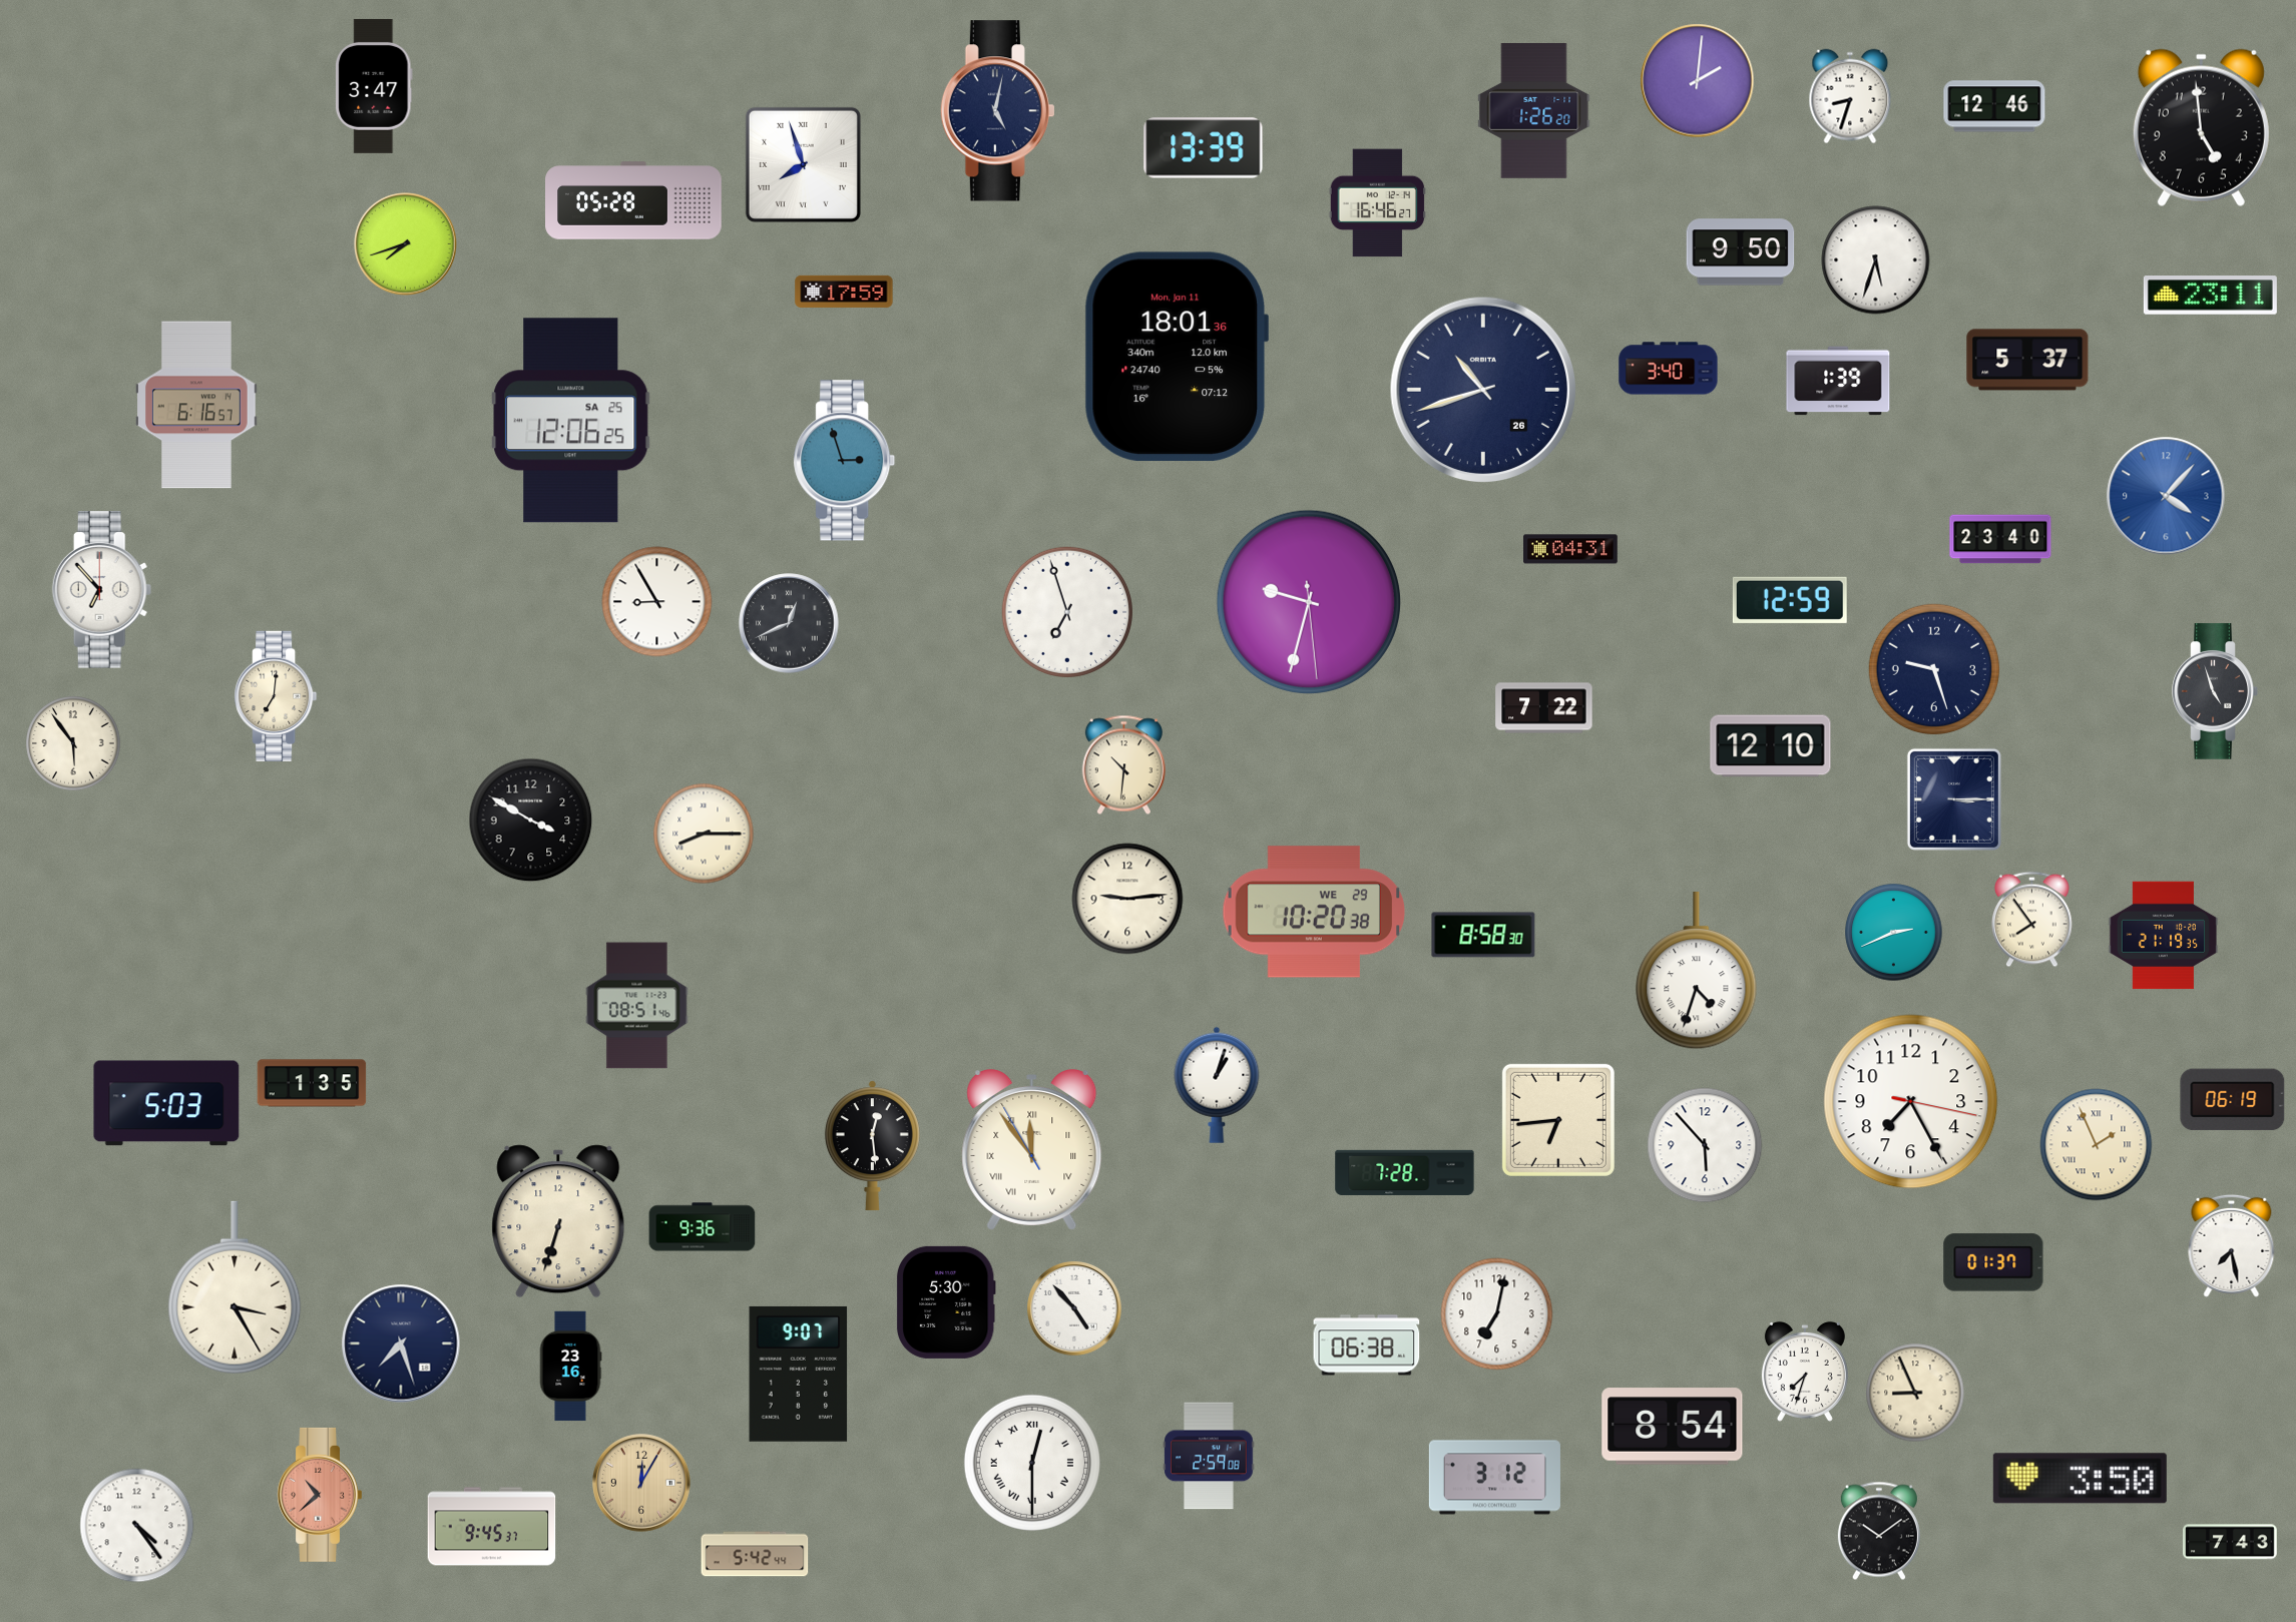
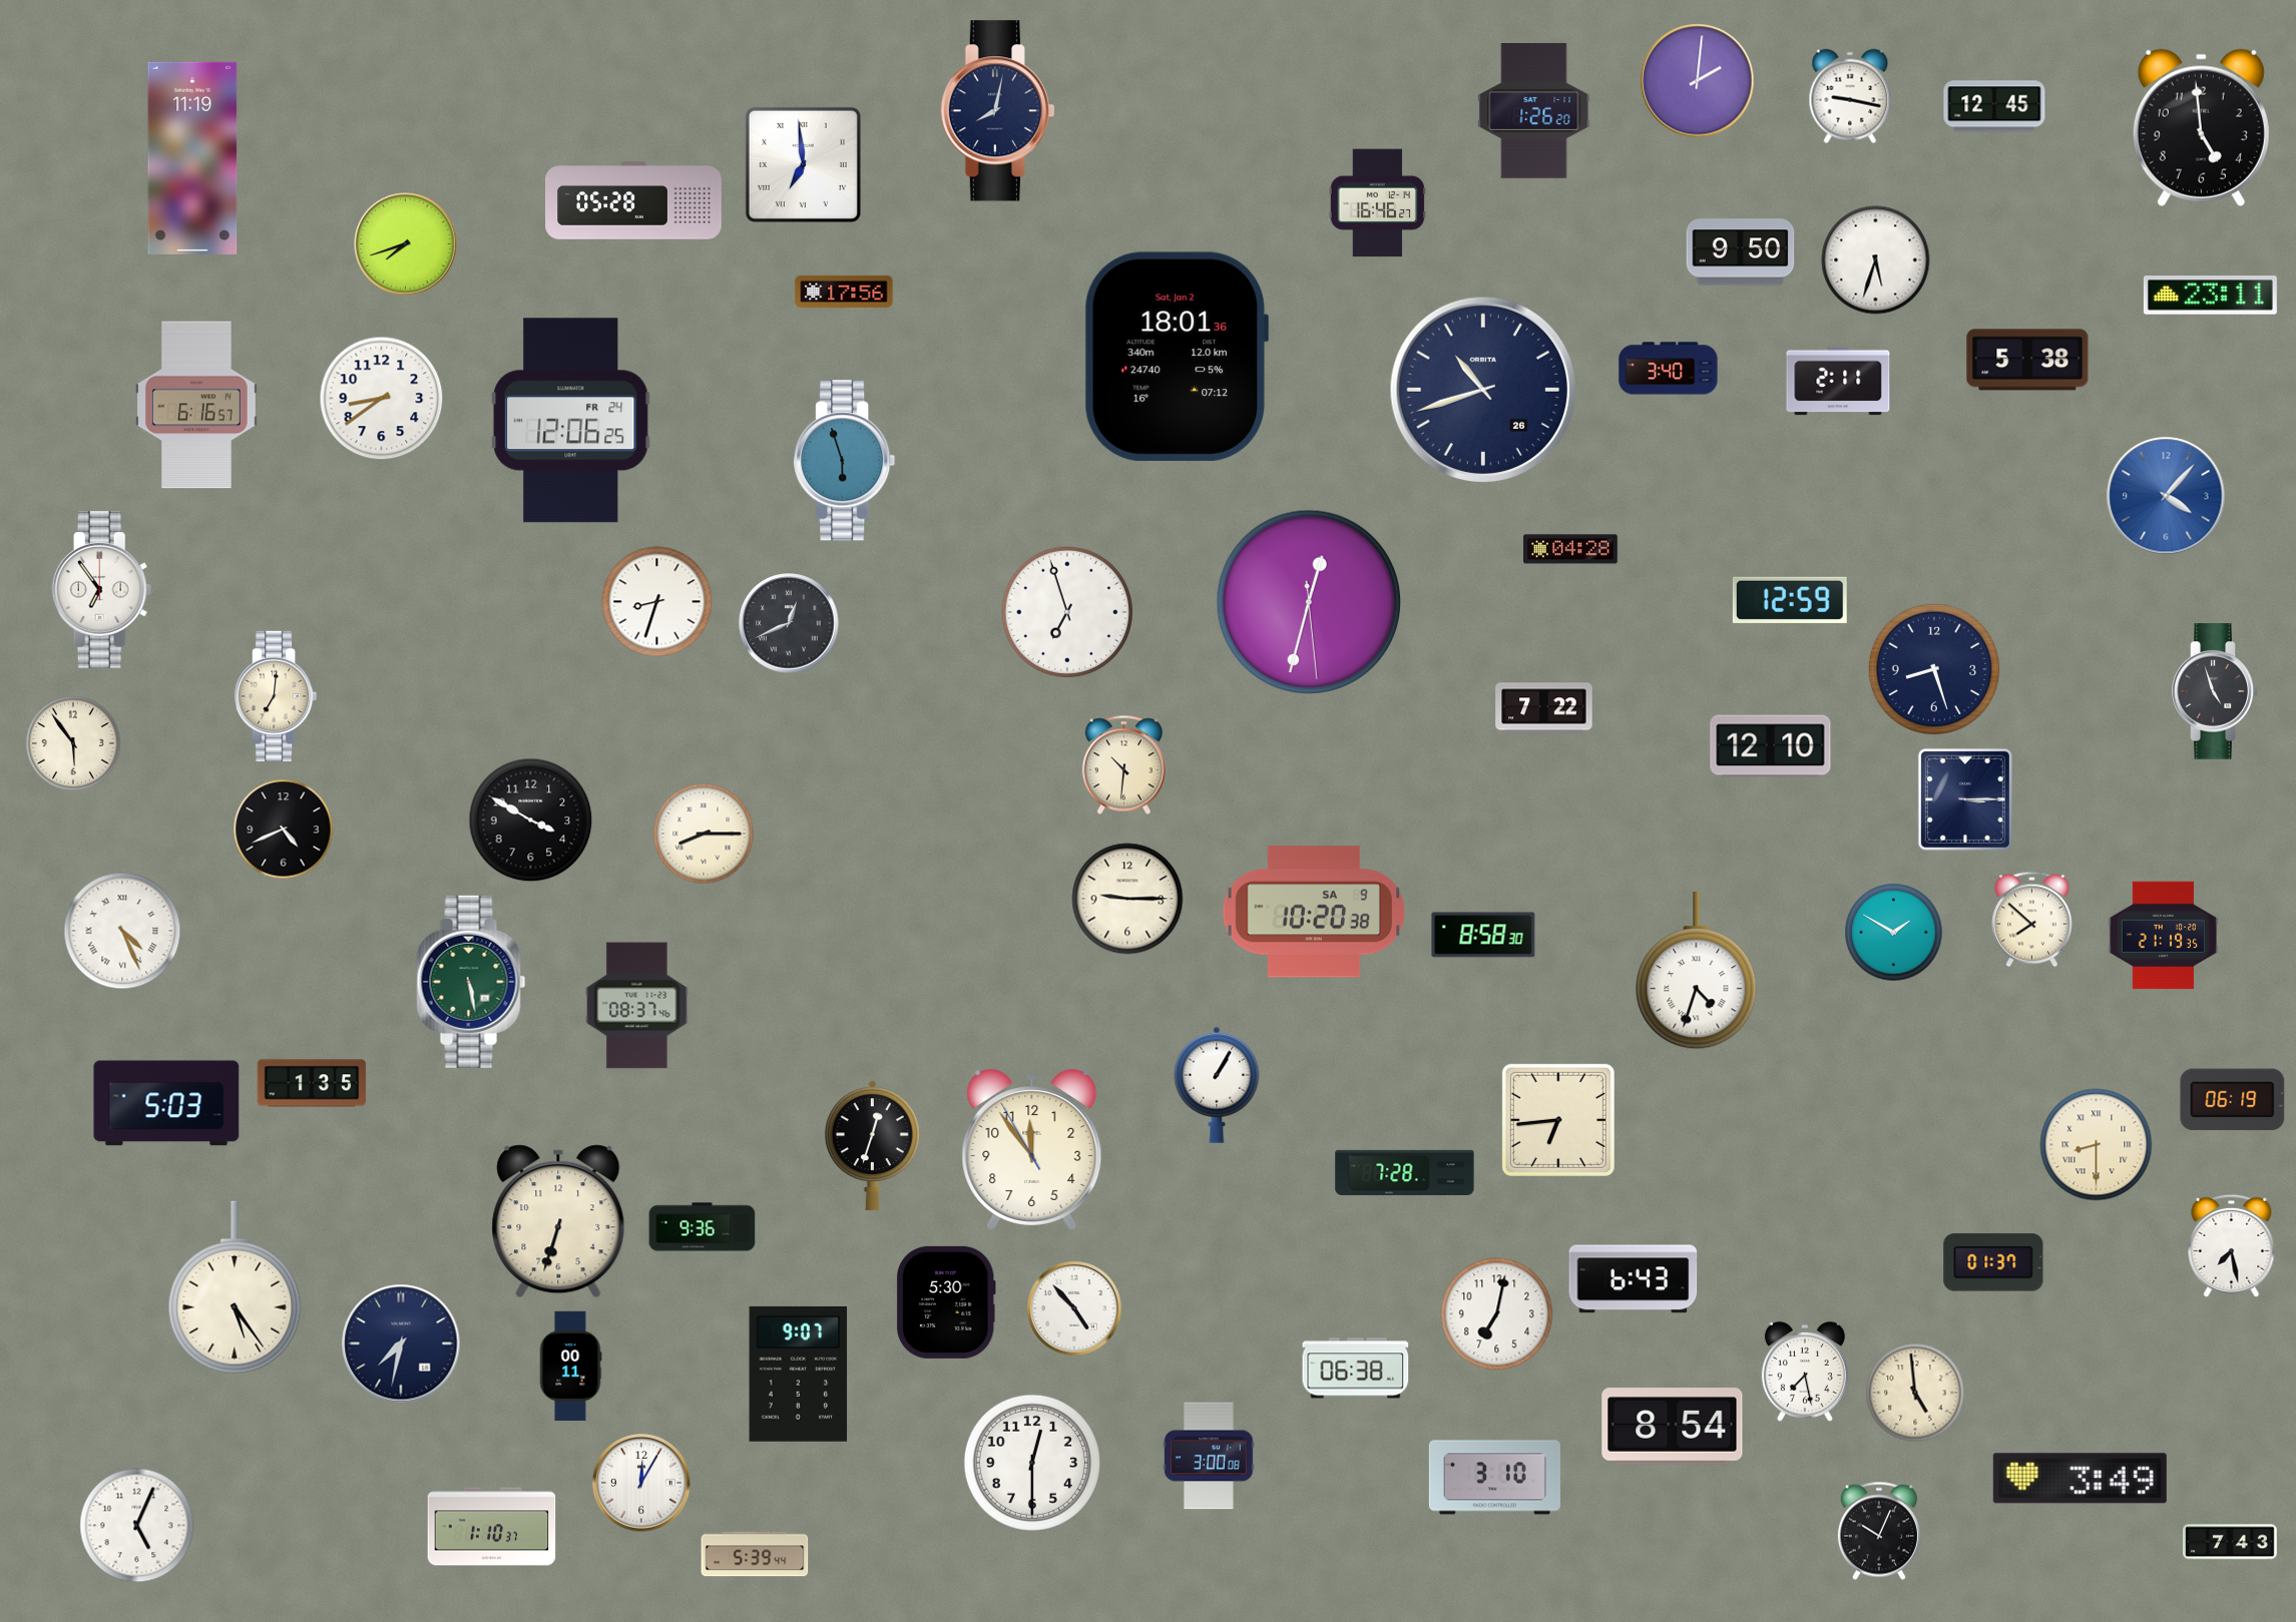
clock at (374, 86): 3:47 -> none
clock at (1850, 96): 8:33 -> 9:17
clock at (1994, 106): 12:46 -> 12:45
clock at (997, 111): 5:02 -> 8:02
clock at (1204, 148): 13:39 -> none
clock at (192, 158): none -> 11:19
clock at (803, 164): 7:57 -> 6:59
clock at (844, 292): 17:59 -> 17:56
clock at (1177, 357) date: Mon, Jan 11 -> Sat, Jan 2
clock at (2027, 360): 5:37 -> 5:38
clock at (1838, 381): 1:39 -> 2:11
clock at (382, 399): none -> 8:39
clock at (571, 421) date: SA 25 -> FR 24
clock at (845, 461): 2:57 -> 5:57
clock at (2000, 539): 23:40 -> none
clock at (1571, 549): 04:31 -> 04:28
clock at (102, 590): 6:53 -> 6:54
clock at (1308, 601): 9:32 -> 12:32
clock at (657, 602): 8:55 -> 8:33
clock at (1933, 668): 9:27 -> 8:27
clock at (1954, 799) position: (1954, 799) -> (1965, 799)
clock at (284, 830): none -> 4:41
clock at (1127, 899): 9:14 -> 9:15
clock at (1314, 912) date: WE 29 -> SA 9
clock at (2032, 920): 7:54 -> 7:52
clock at (122, 931): none -> 4:26
clock at (1894, 933): 2:41 -> 1:50
clock at (471, 982): none -> 5:28
clock at (637, 1006): 08:51 -> 08:37
clock at (1217, 1085): 1:03 -> 1:05
clock at (1911, 1102): 7:25 -> none
clock at (1705, 1145): 5:53 -> none
clock at (2097, 1145): 1:56 -> 8:30
clock at (872, 1146): 12:29 -> 12:33
clock at (1032, 1150) numerals: Roman -> Arabic
clock at (1634, 1279): none -> 6:43
clock at (235, 1287): 3:25 -> 5:24
clock at (401, 1343): 7:27 -> 7:32
clock at (1367, 1345) position: (1367, 1345) -> (1356, 1369)
clock at (570, 1367): 23:16 -> 00:11
clock at (1805, 1372): 7:33 -> 7:28
clock at (1915, 1393): 8:56 -> 4:59
clock at (1209, 1456): 2:59 -> 3:00
clock at (1032, 1463) numerals: Roman -> Arabic
clock at (1494, 1478): 3:12 -> 3:10
clock at (2080, 1479): 3:50 -> 3:49
clock at (641, 1483) dial: champagne -> white
clock at (319, 1495): 10:38 -> none
clock at (137, 1526): 4:24 -> 5:04
clock at (492, 1527): 9:45 -> 1:10
clock at (1879, 1531): 10:09 -> 10:04
clock at (755, 1554): 5:42 -> 5:39
